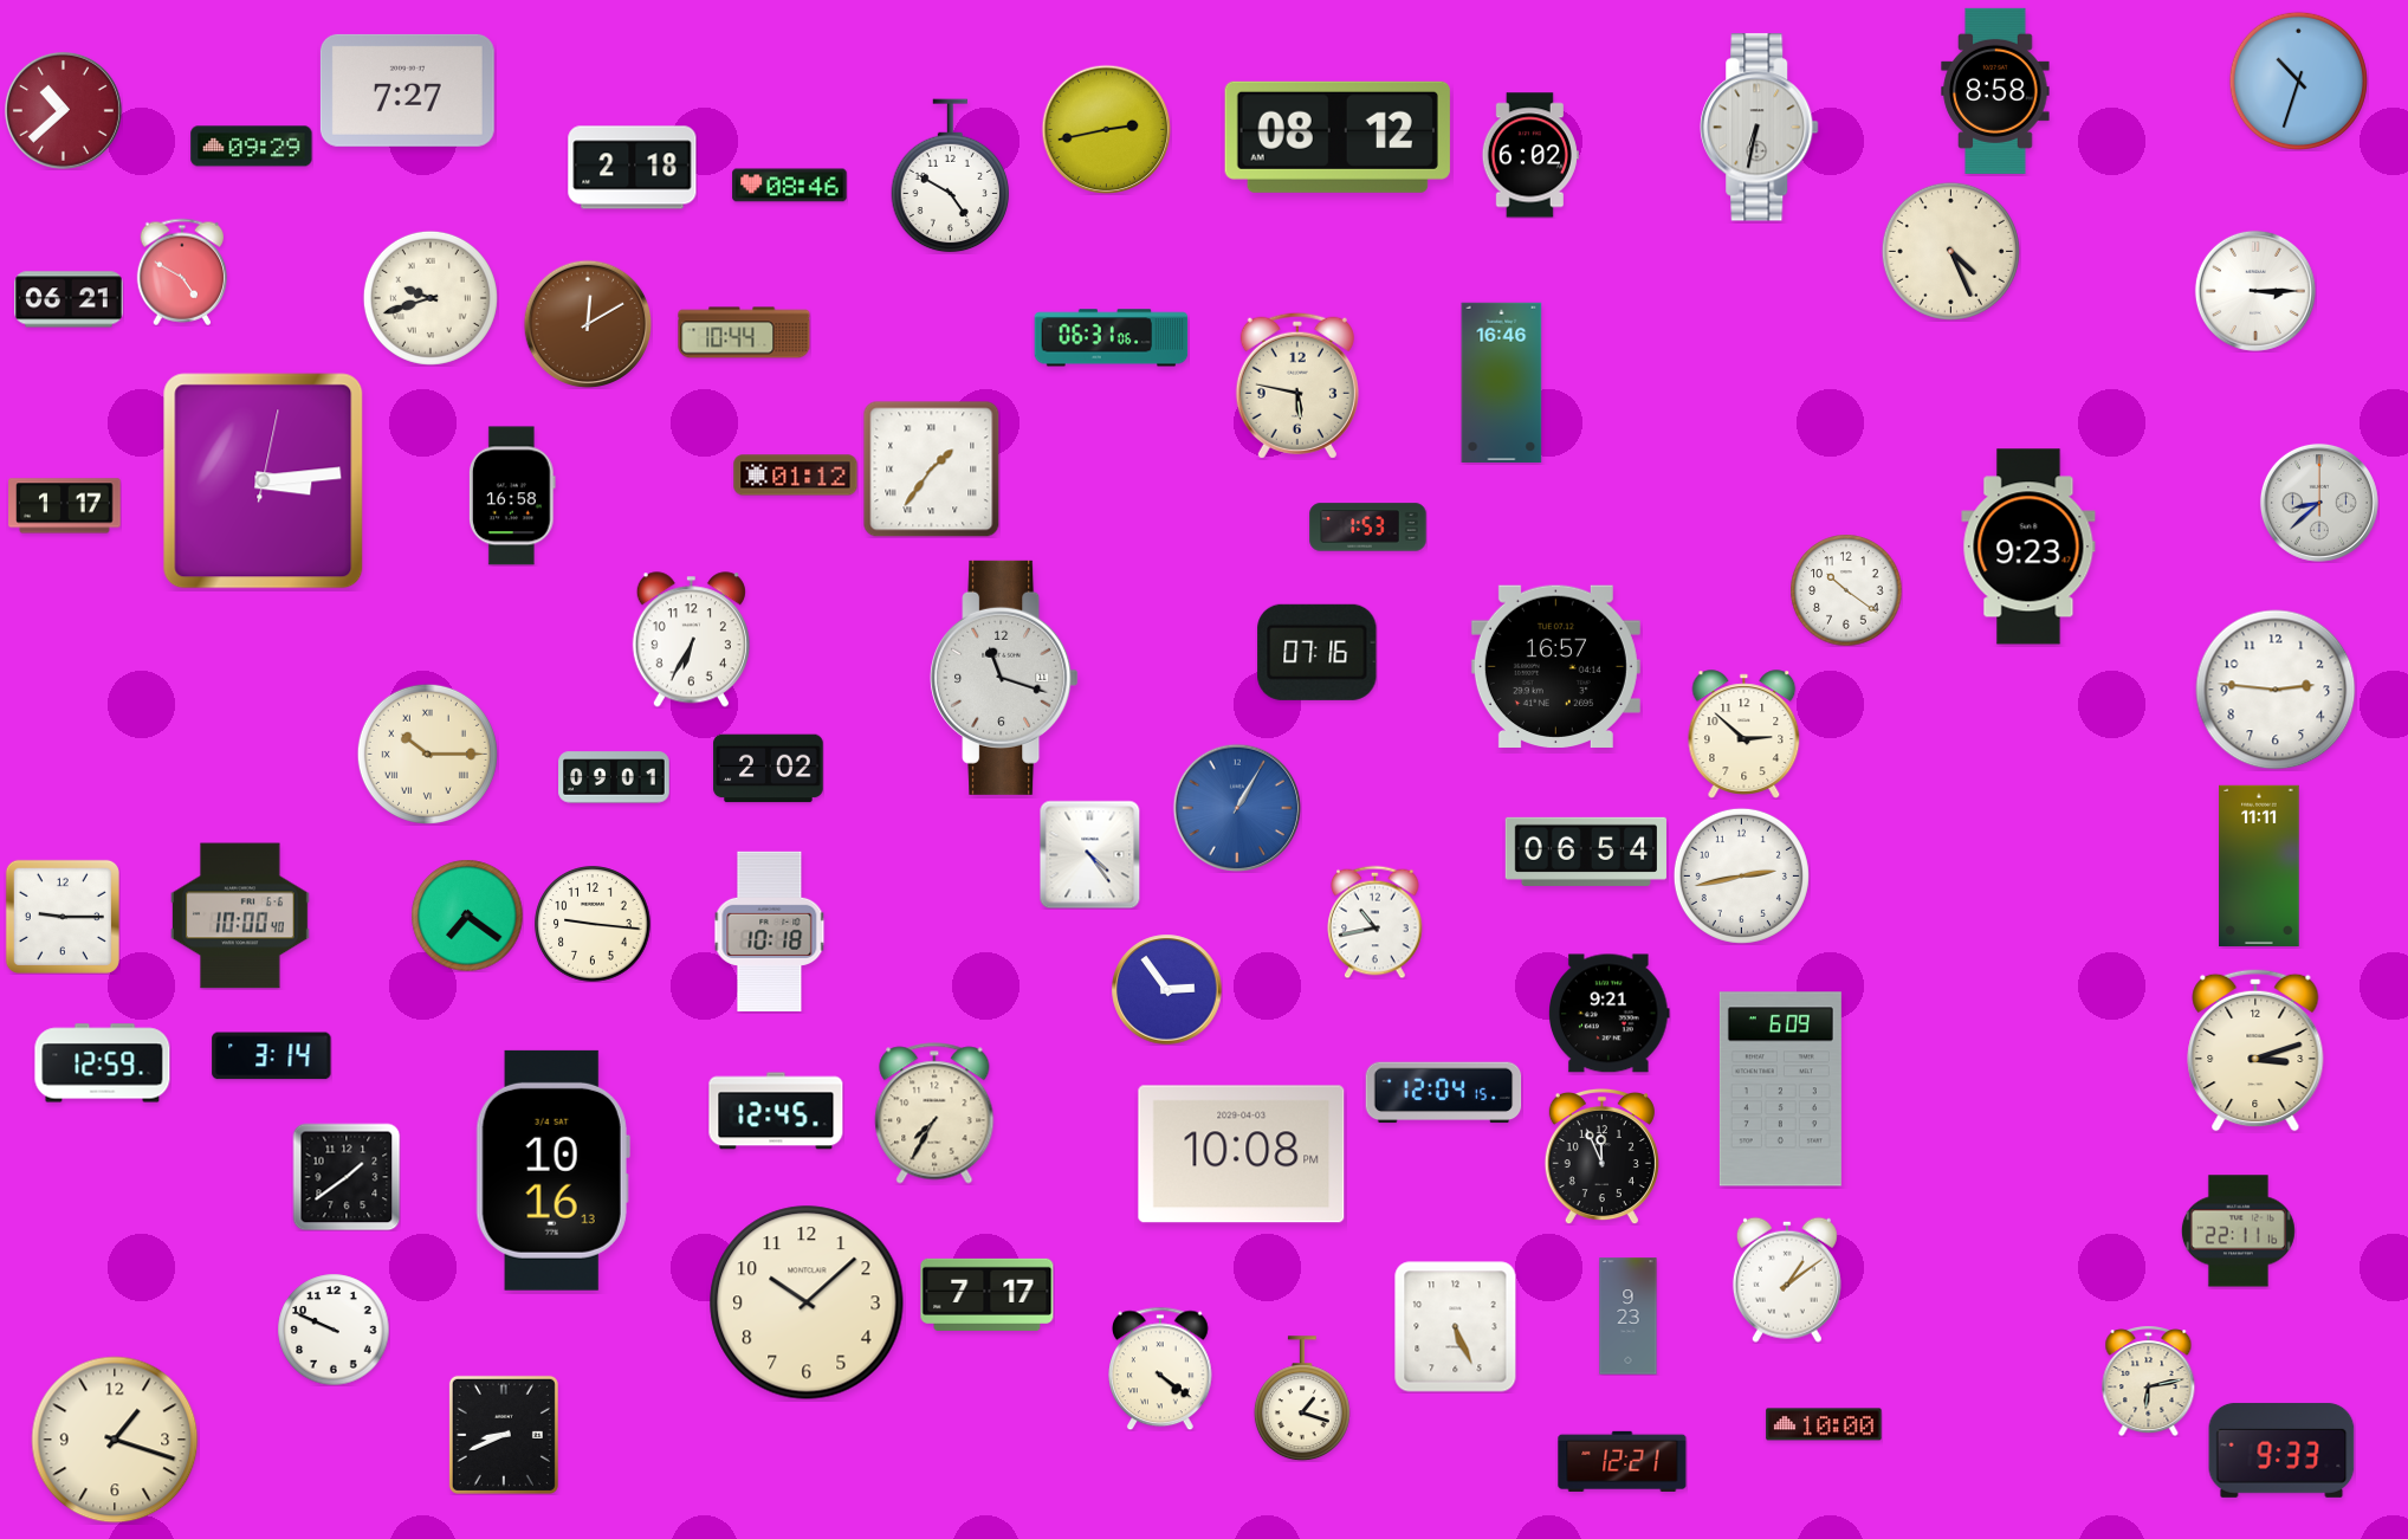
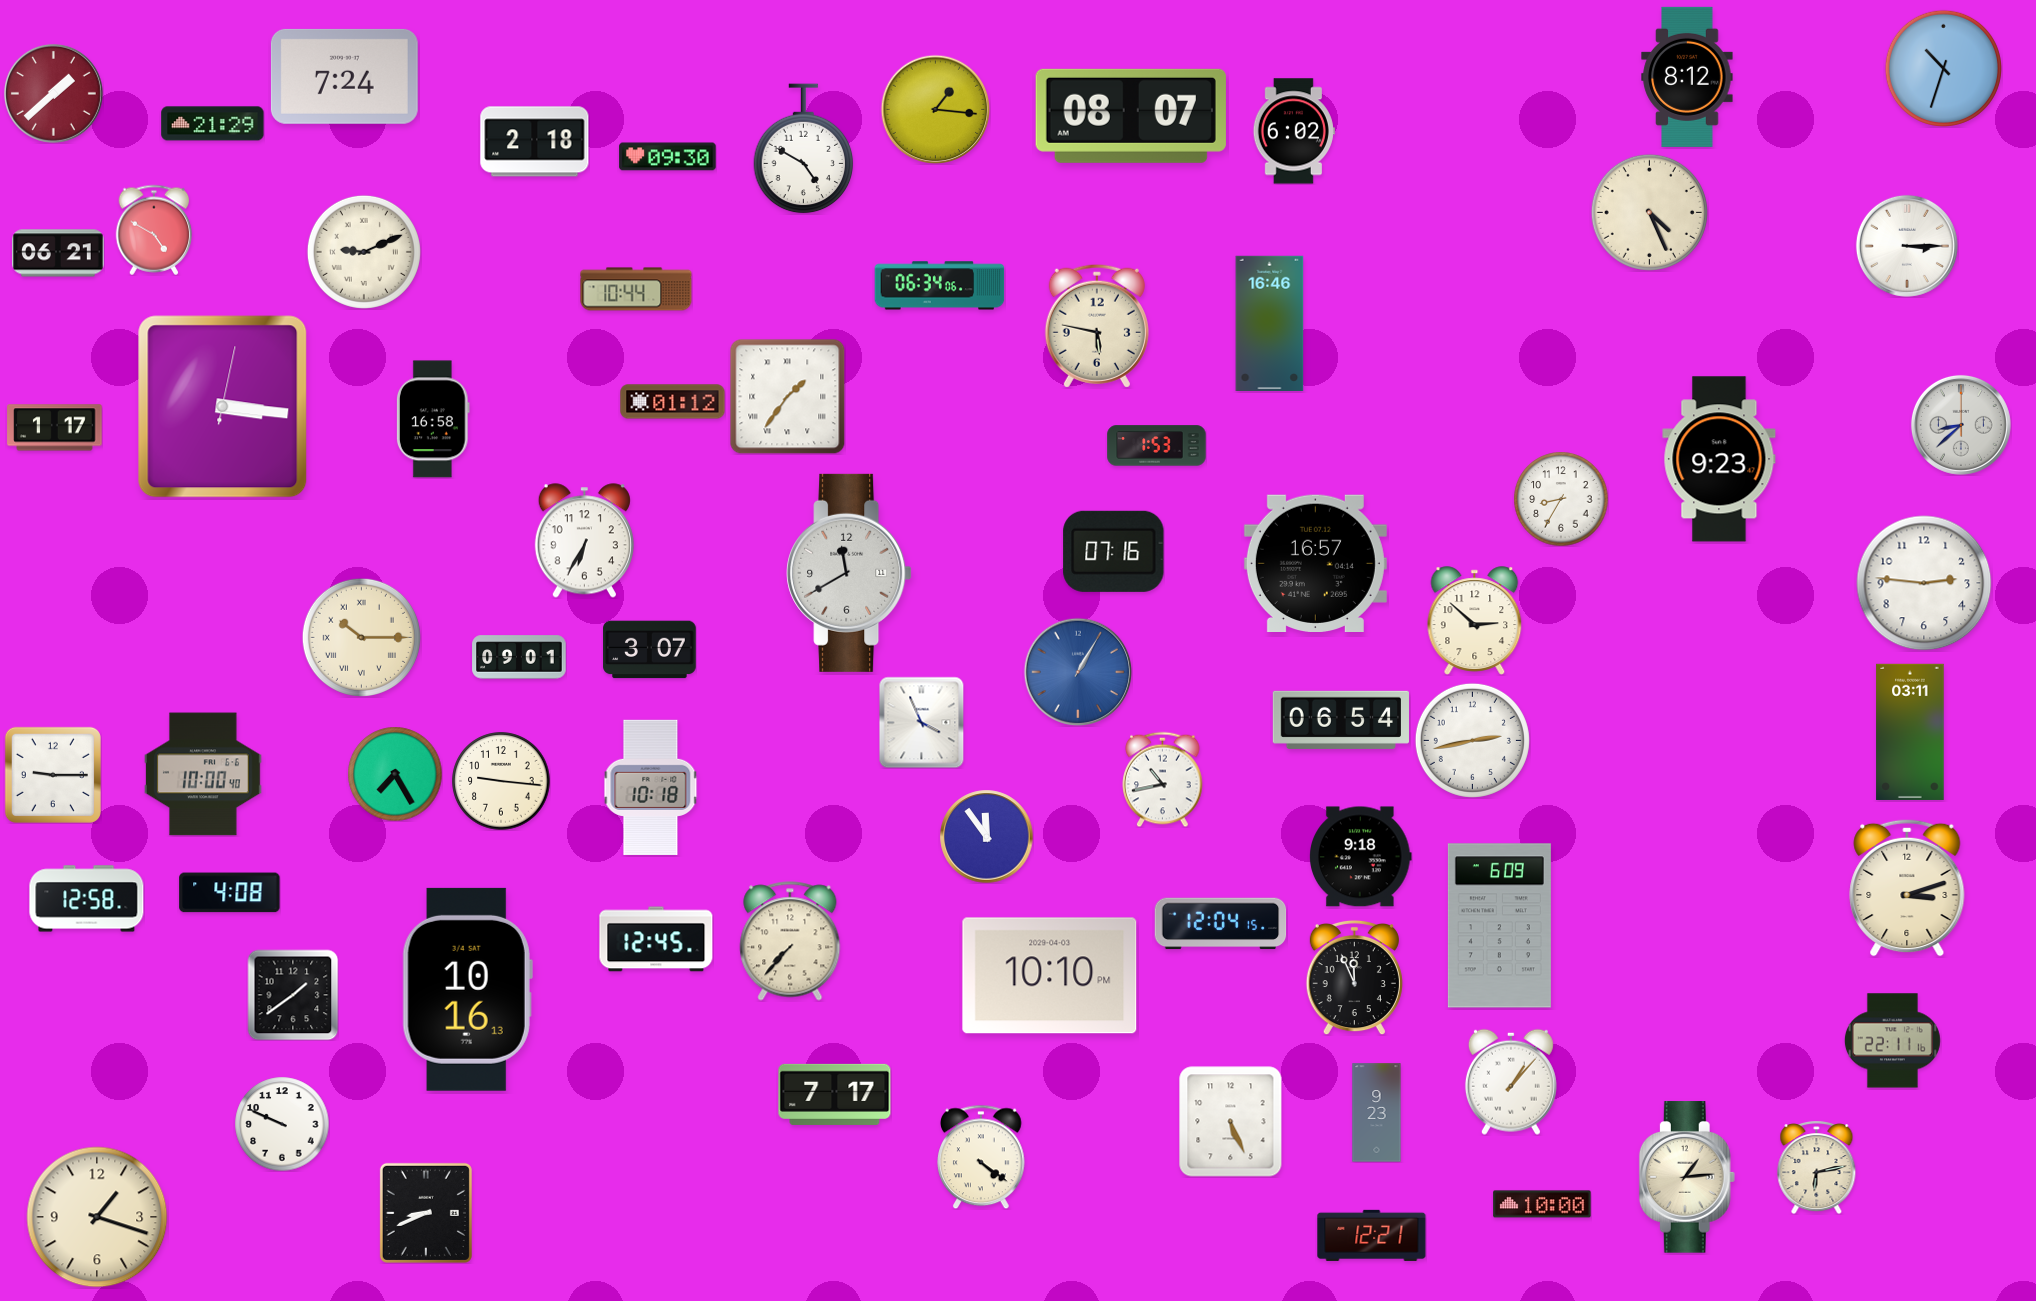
clock at (407, 90): 7:27 -> 7:24
clock at (1995, 91): 8:58 -> 8:12
clock at (63, 110): 10:38 -> 1:38
clock at (1760, 128): 6:32 -> none
clock at (1106, 129): 2:43 -> 1:16
clock at (1338, 137): 08:12 -> 08:07
clock at (252, 147): 09:29 -> 21:29
clock at (790, 186): 08:46 -> 09:30
clock at (431, 298): 9:42 -> 9:11
clock at (588, 324): 12:10 -> none
clock at (744, 332) position: (744, 332) -> (636, 289)
clock at (1112, 338): 06:31 -> 06:34
clock at (264, 481): 3:14 -> 3:16
clock at (2028, 547) position: (2028, 547) -> (1719, 459)
clock at (1846, 590): 10:21 -> 8:35
clock at (1004, 678): 11:18 -> 11:40
clock at (769, 769): 2:02 -> 3:07
clock at (1237, 808) position: (1237, 808) -> (1078, 672)
clock at (1090, 854): 4:24 -> 3:56
clock at (2259, 866): 11:11 -> 03:11
clock at (467, 916): 7:21 -> 7:25
clock at (1166, 989): 2:54 -> 11:54
clock at (1610, 1014): 9:21 -> 9:18
clock at (272, 1056): 3:14 -> 4:08
clock at (103, 1063): 12:59 -> 12:58
clock at (1780, 1089) position: (1780, 1089) -> (1499, 926)
clock at (934, 1113): 7:35 -> 7:37
clock at (1242, 1155): 10:08 -> 10:10
clock at (1787, 1280): 1:09 -> 1:07
clock at (807, 1302): 10:08 -> none
clock at (1687, 1177): none -> 1:14
clock at (1302, 1398): 1:18 -> none
clock at (2281, 1450): 9:33 -> none
